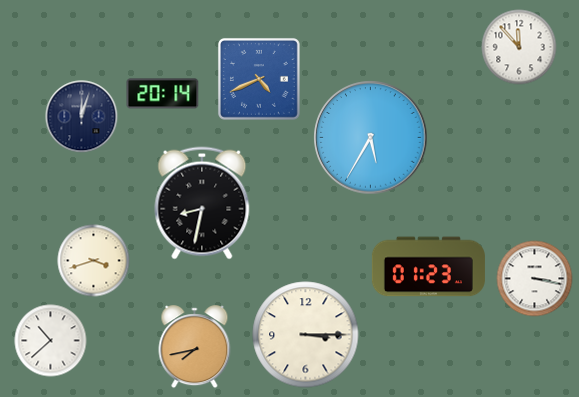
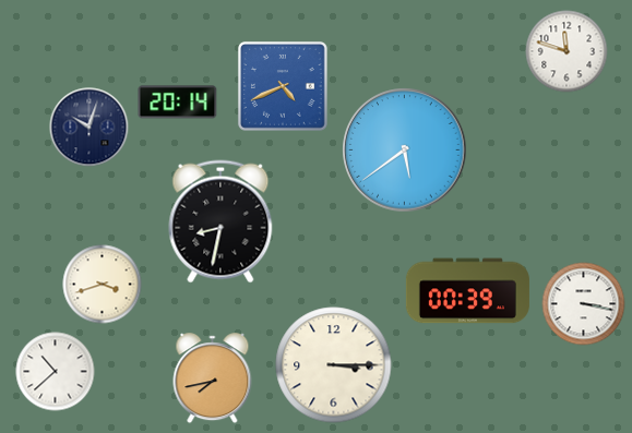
clock at (519, 47): 11:53 -> 11:48
clock at (82, 117): 12:03 -> 10:03
clock at (371, 138): 5:35 -> 5:39
clock at (428, 267): 01:23 -> 00:39
